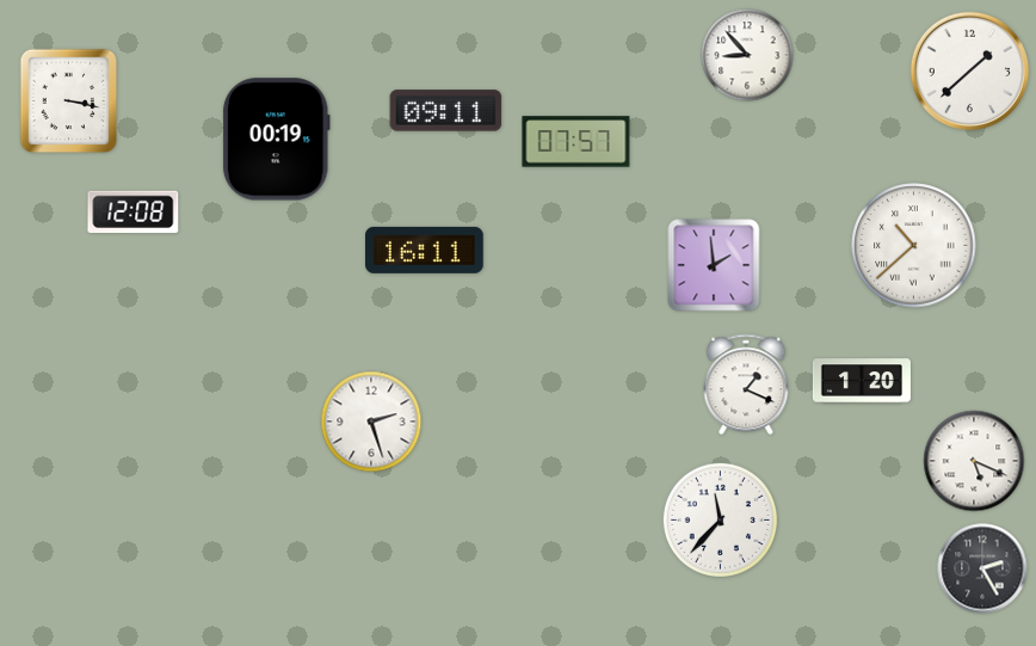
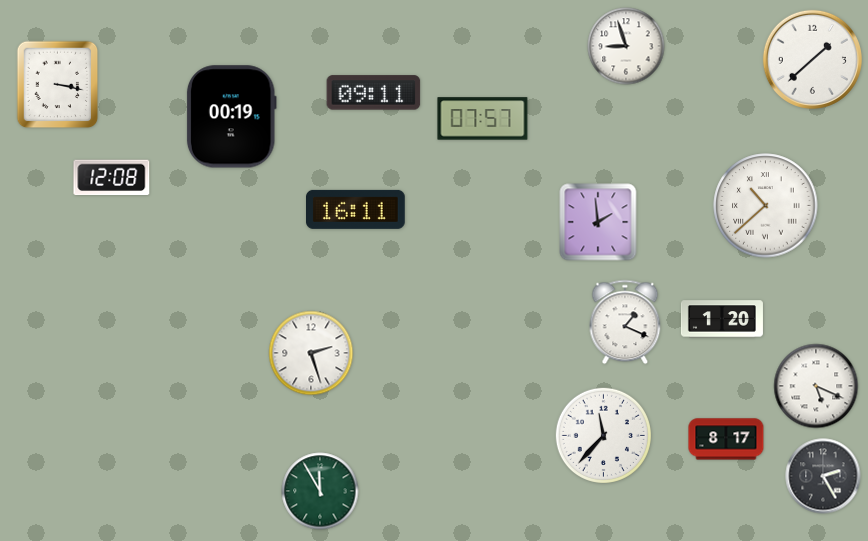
clock at (747, 55): 8:53 -> 8:57
clock at (726, 439): none -> 8:17
clock at (320, 491): none -> 11:55
